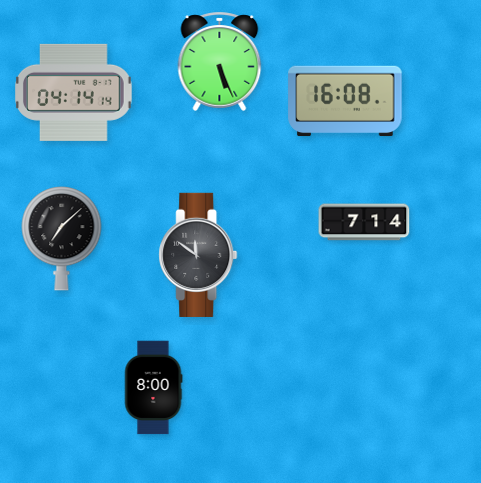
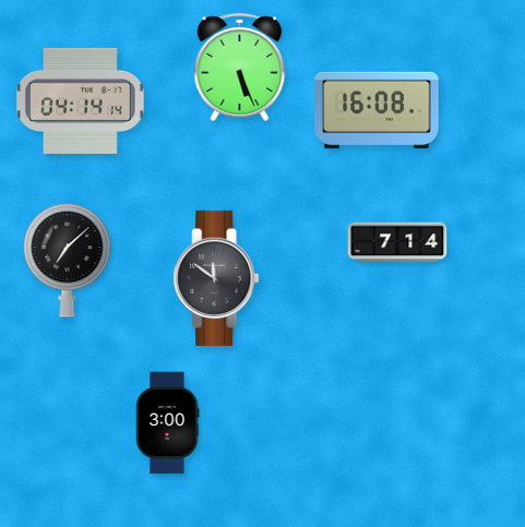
clock at (153, 388): 8:00 -> 3:00
